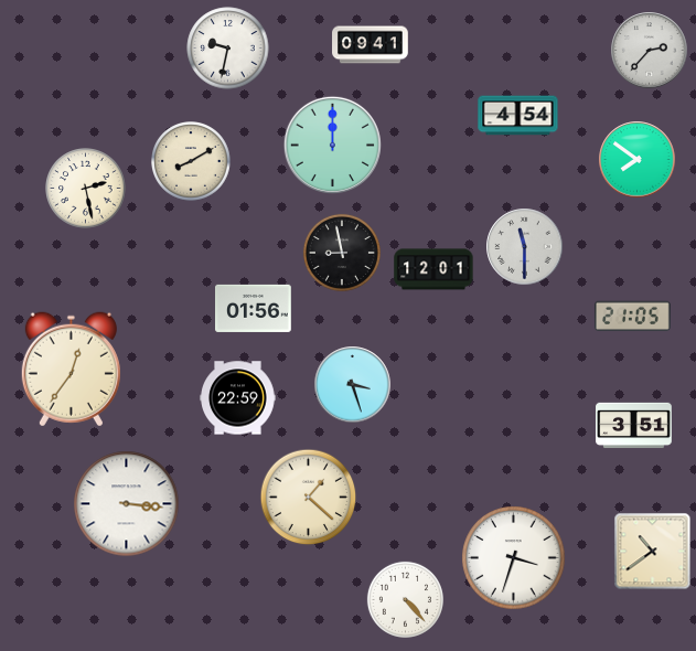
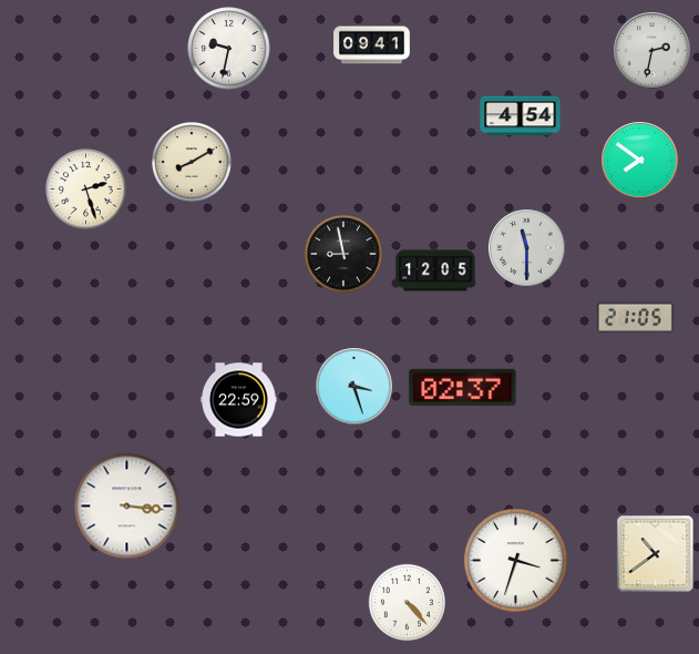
clock at (650, 51): 2:37 -> 2:32
clock at (332, 145): 12:00 -> none
clock at (86, 189): 2:28 -> 2:27
clock at (433, 269): 12:01 -> 12:05
clock at (254, 308): 01:56 -> none
clock at (71, 370): 12:36 -> none
clock at (463, 387): none -> 02:37
clock at (634, 426): 3:51 -> none
clock at (309, 498): 1:22 -> none
